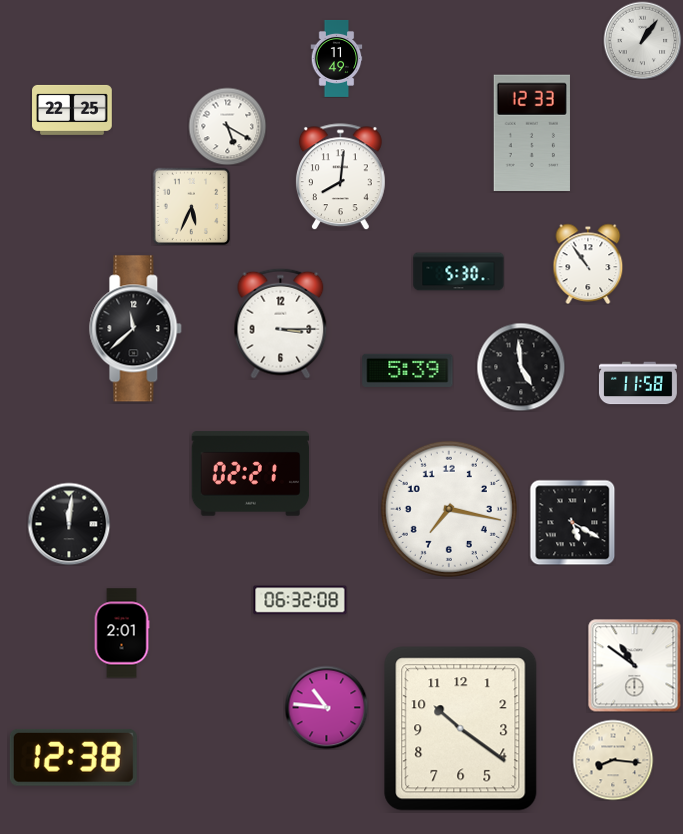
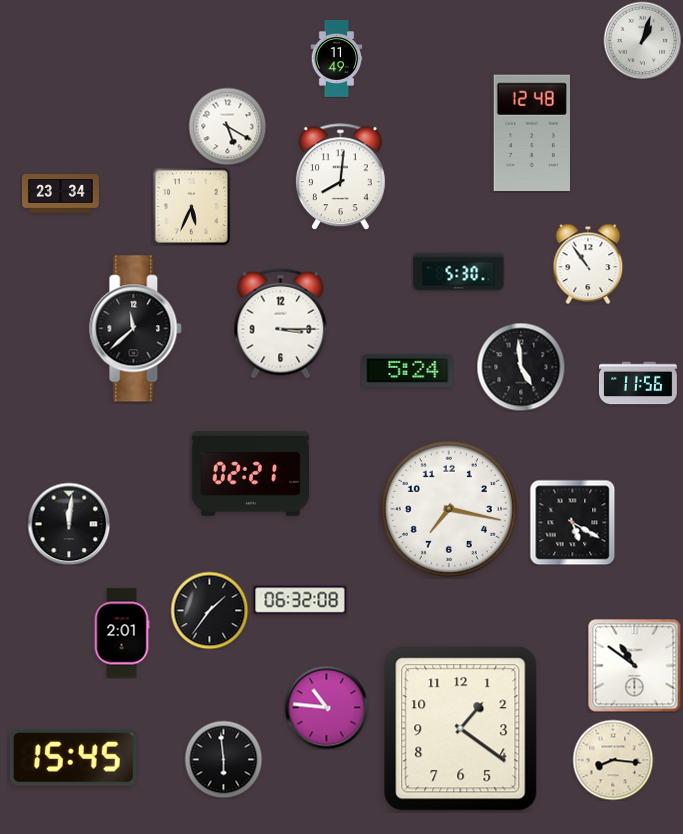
clock at (642, 40): 1:06 -> 1:03
clock at (73, 110): 22:25 -> none
clock at (532, 132): 12:33 -> 12:48
clock at (60, 194): none -> 23:34
clock at (408, 370): 5:39 -> 5:24
clock at (638, 383): 11:58 -> 11:56
clock at (209, 610): none -> 1:36
clock at (461, 729): 10:21 -> 1:21
clock at (73, 757): 12:38 -> 15:45
clock at (223, 759): none -> 5:59
